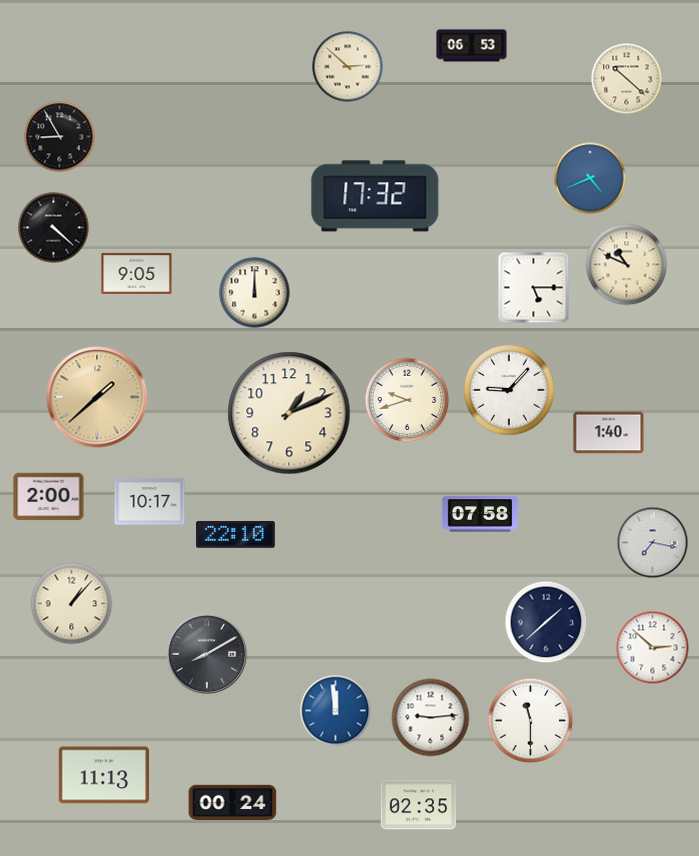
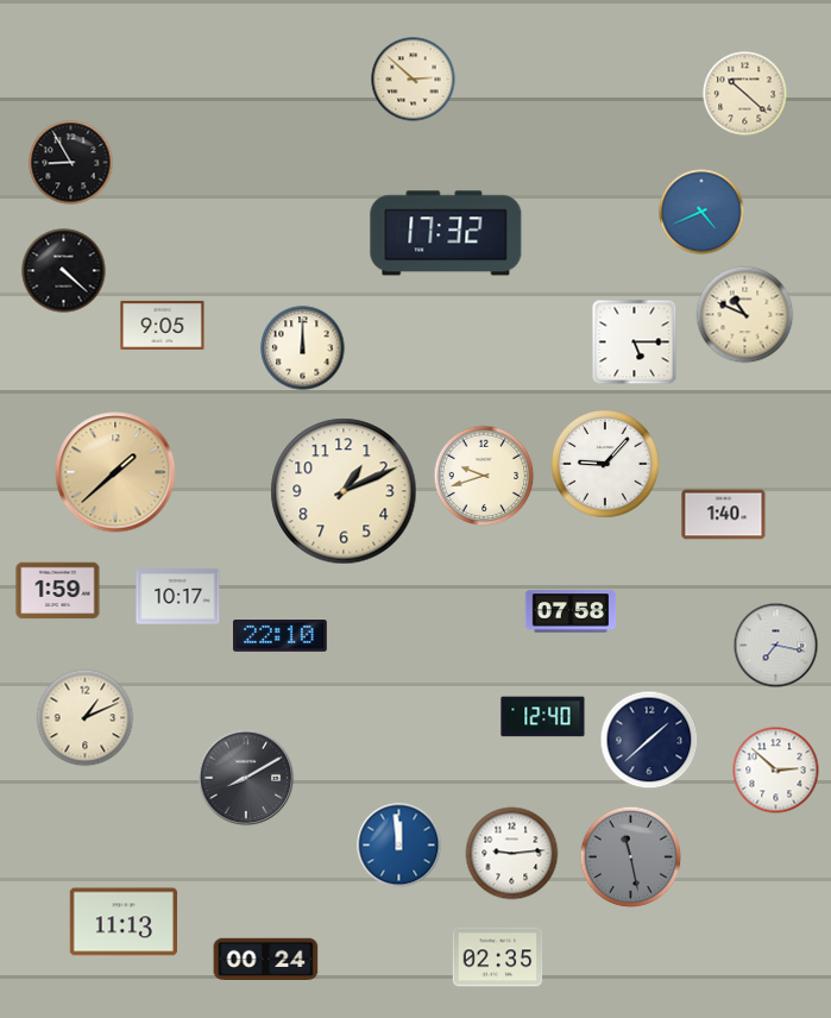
clock at (472, 46): 06:53 -> none
clock at (49, 497): 2:00 -> 1:59
clock at (543, 717): none -> 12:40
clock at (72, 604): 1:07 -> 1:11
clock at (531, 721): 11:30 -> 11:28
clock at (531, 721) dial: white -> grey
clock at (233, 802) position: (233, 802) -> (266, 959)
